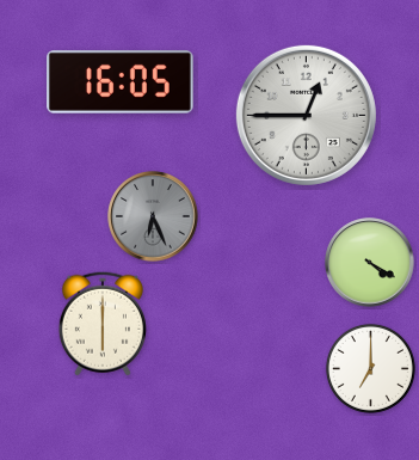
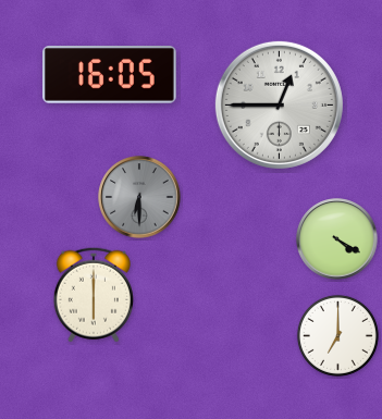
clock at (153, 216): 6:26 -> 6:30
